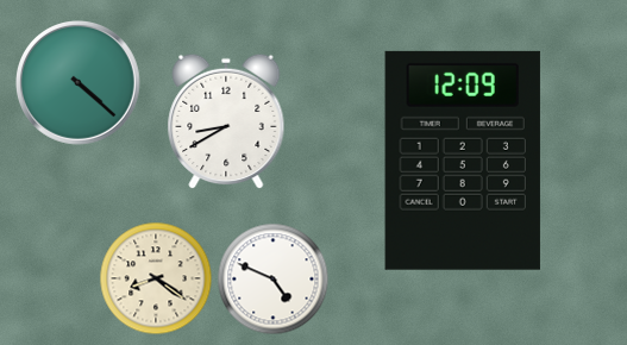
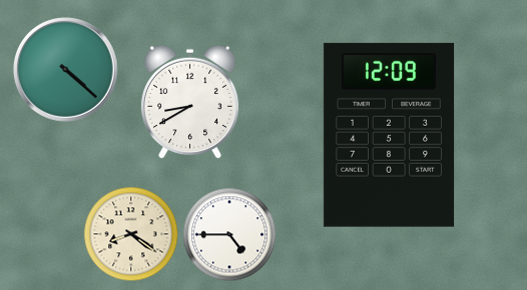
clock at (272, 278): 4:49 -> 4:45
